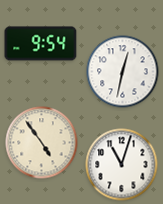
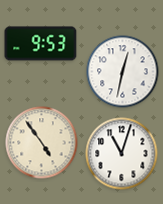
clock at (41, 44): 9:54 -> 9:53
clock at (122, 165) position: (122, 165) -> (122, 154)
